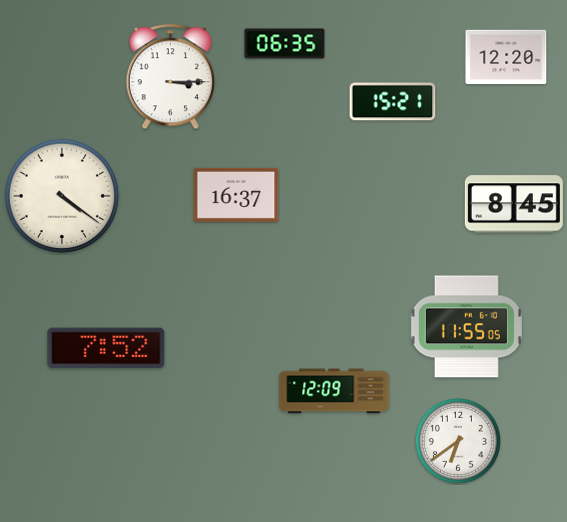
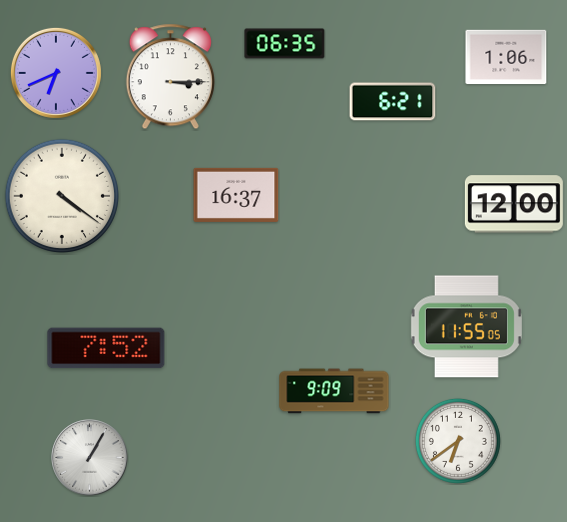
clock at (506, 57): 12:20 -> 1:06
clock at (56, 73): none -> 6:41
clock at (393, 102): 15:21 -> 6:21
clock at (514, 204): 8:45 -> 12:00
clock at (334, 391): 12:09 -> 9:09
clock at (90, 458): none -> 1:05
